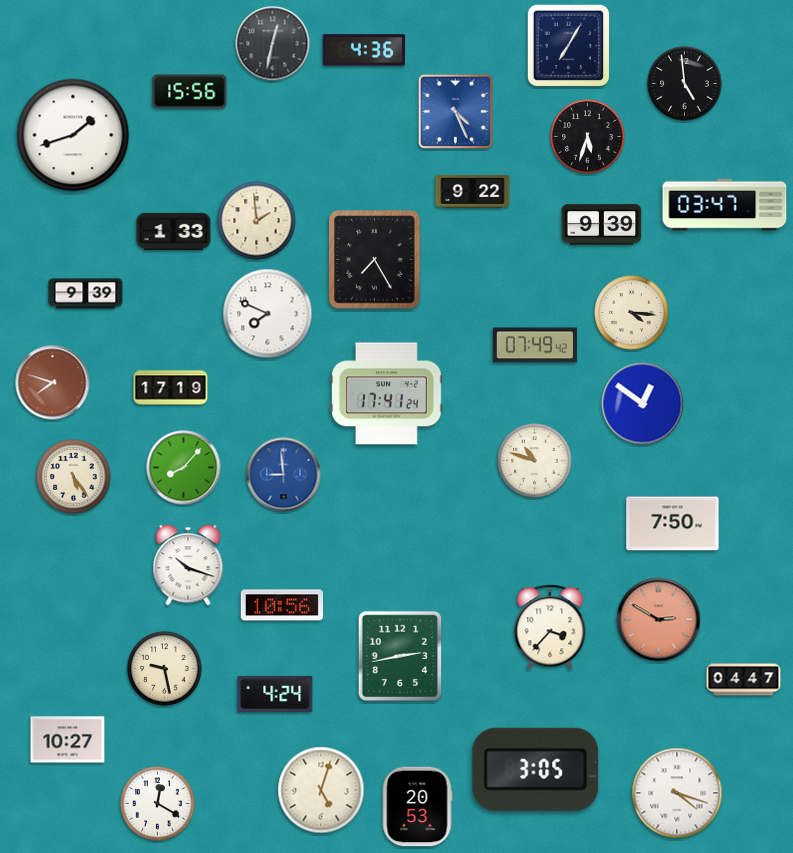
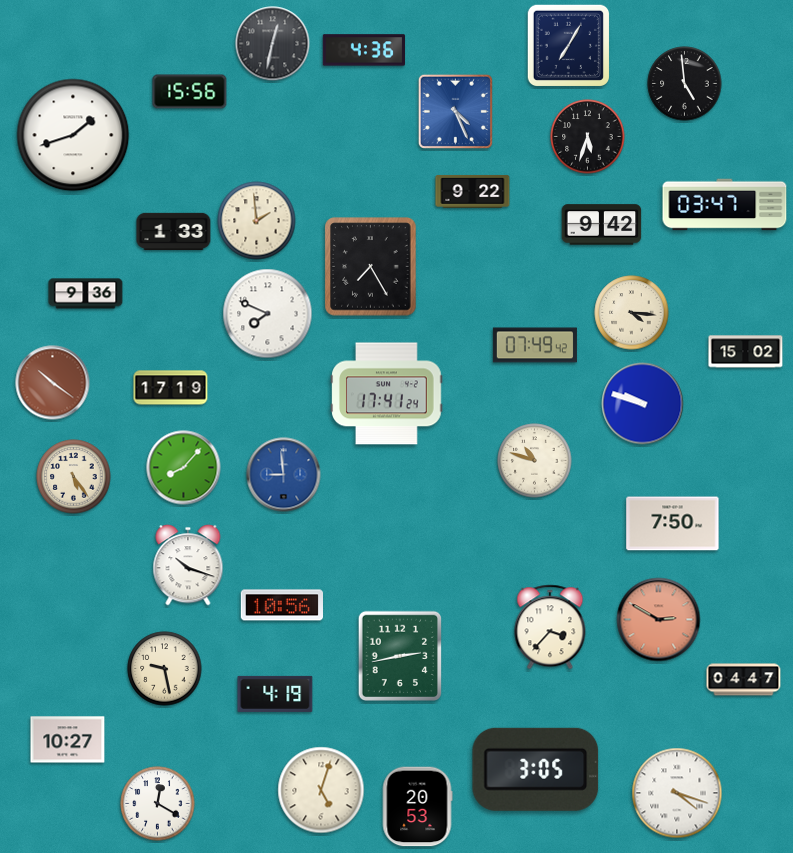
clock at (602, 225): 9:39 -> 9:42
clock at (375, 260) position: (375, 260) -> (371, 267)
clock at (86, 294): 9:39 -> 9:36
clock at (746, 352): none -> 15:02
clock at (53, 383): 7:48 -> 10:21
clock at (643, 404): 12:51 -> 9:48
clock at (275, 694): 4:24 -> 4:19
